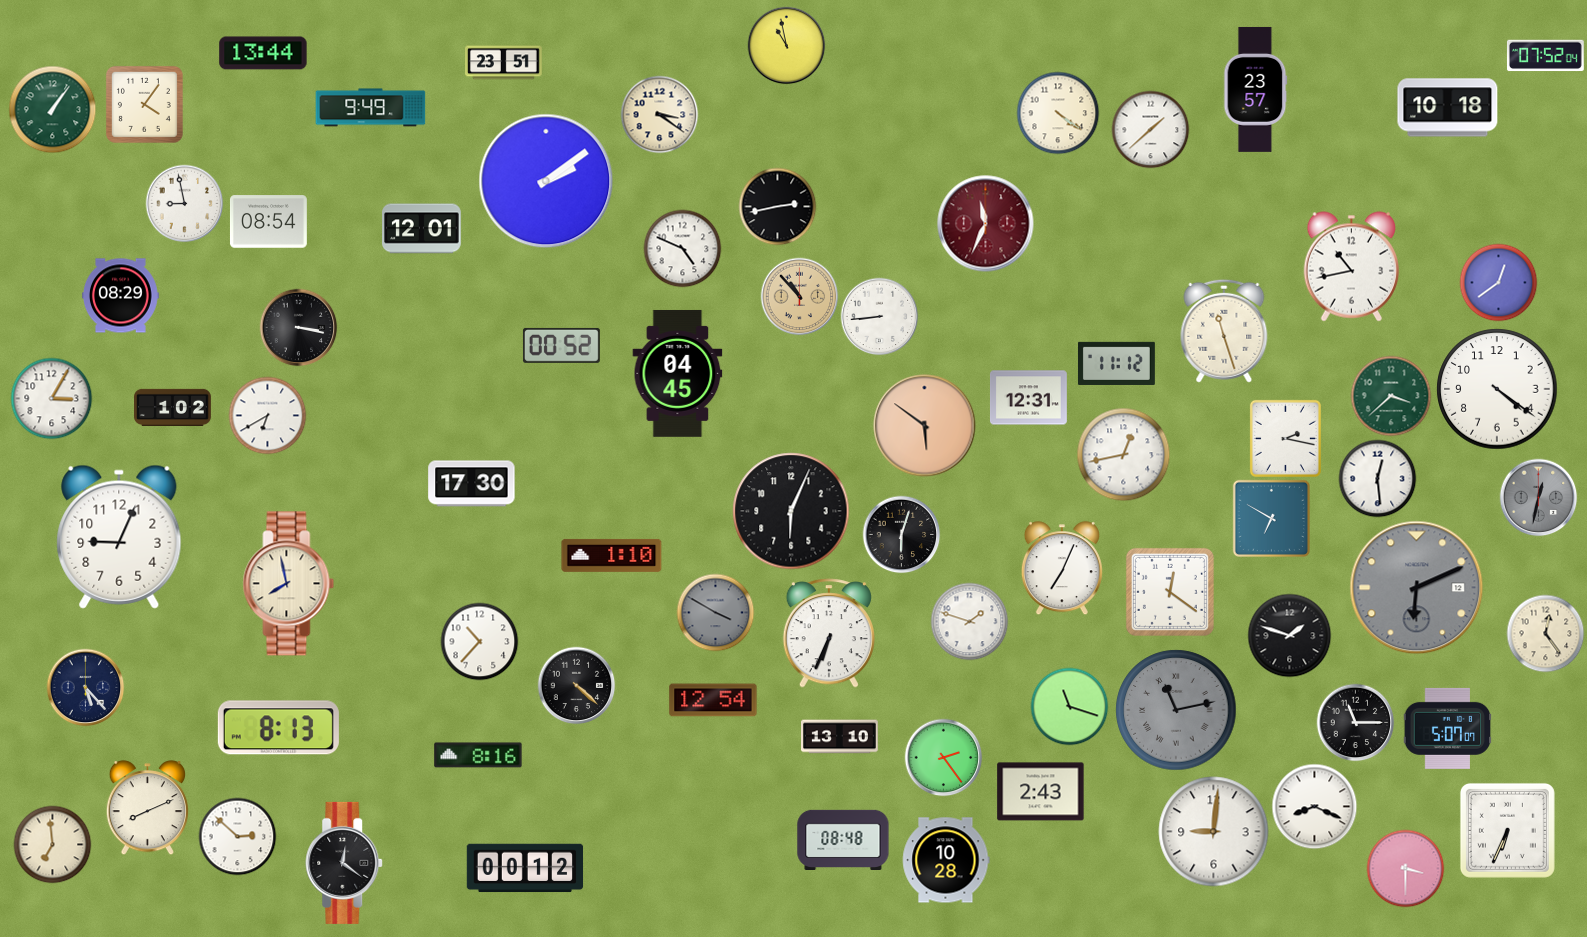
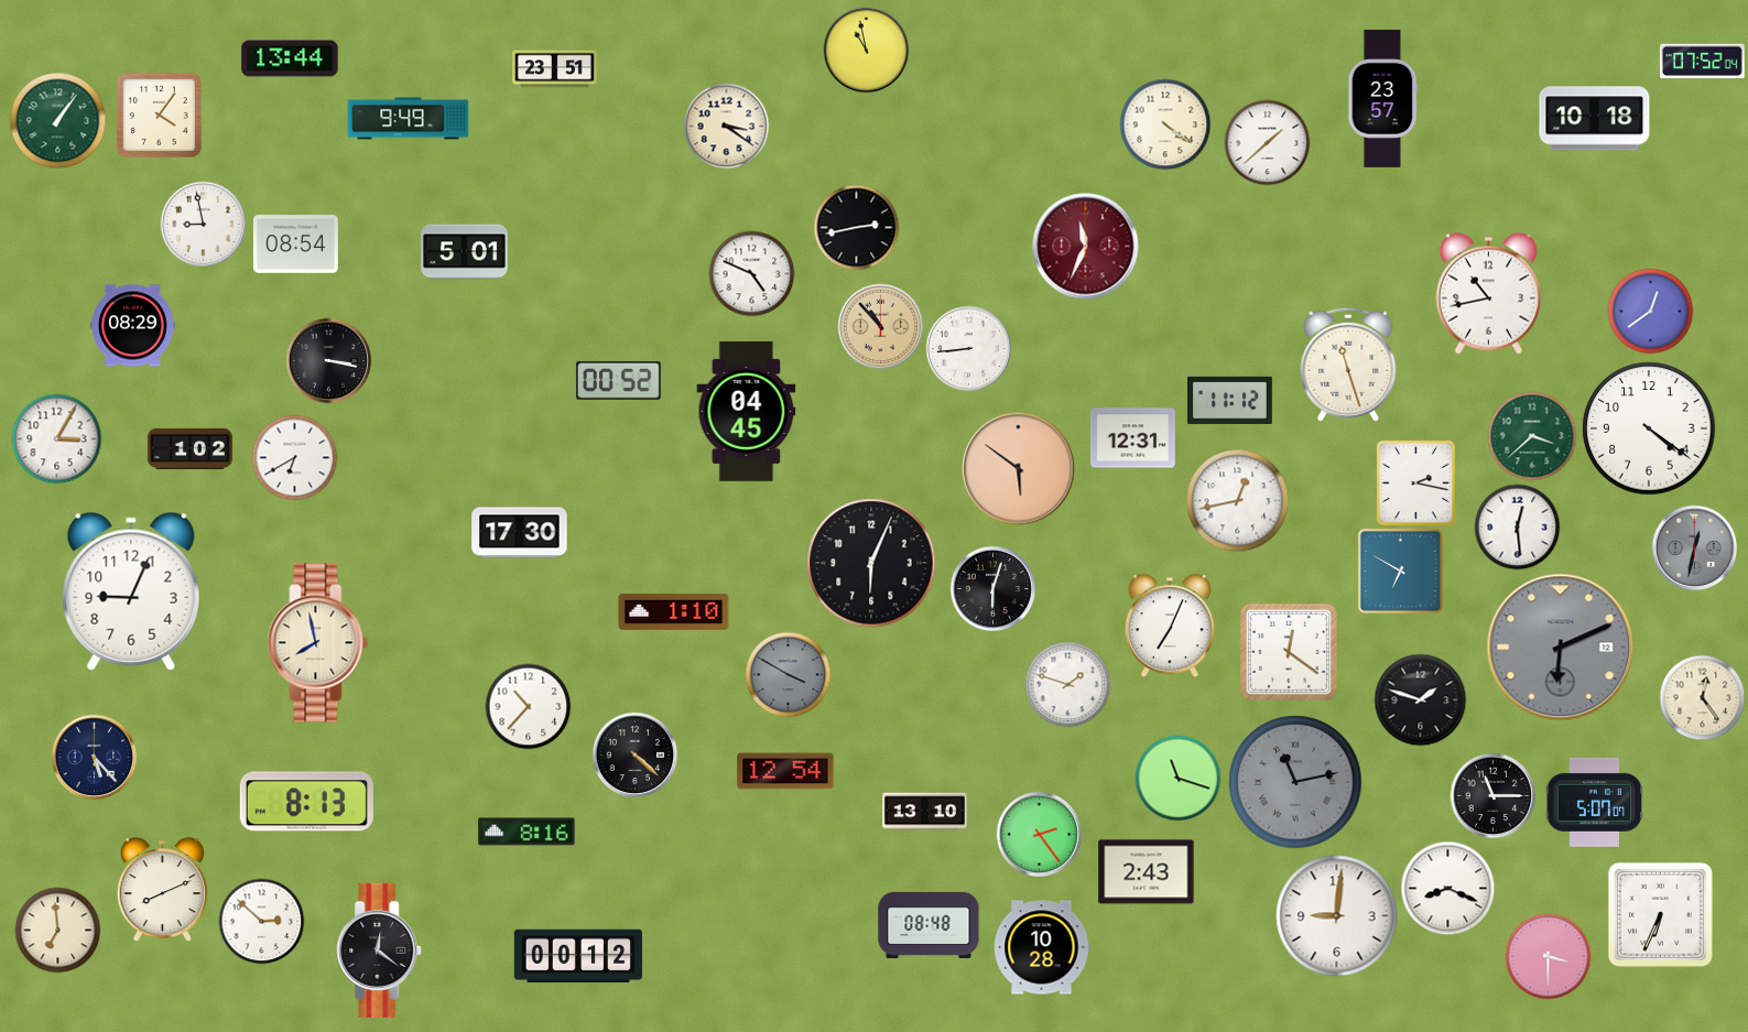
clock at (546, 181): 2:09 -> none
clock at (422, 229): 12:01 -> 5:01
clock at (829, 633): 6:34 -> none
